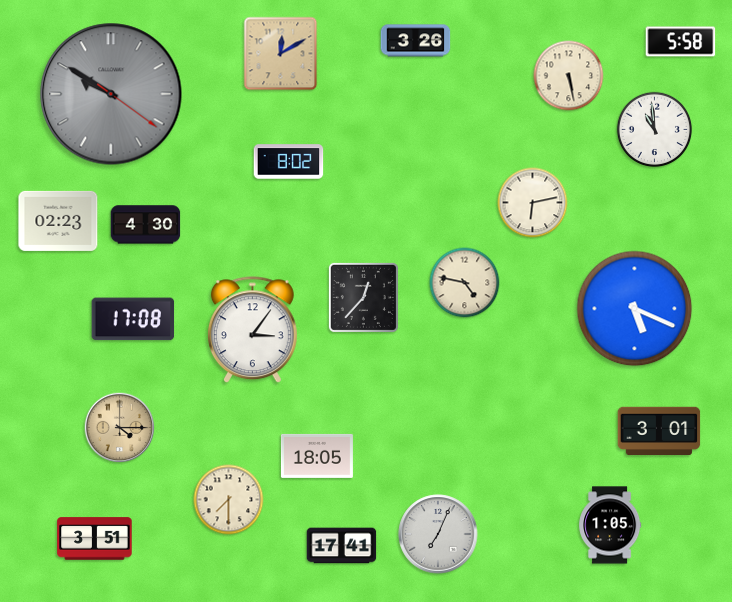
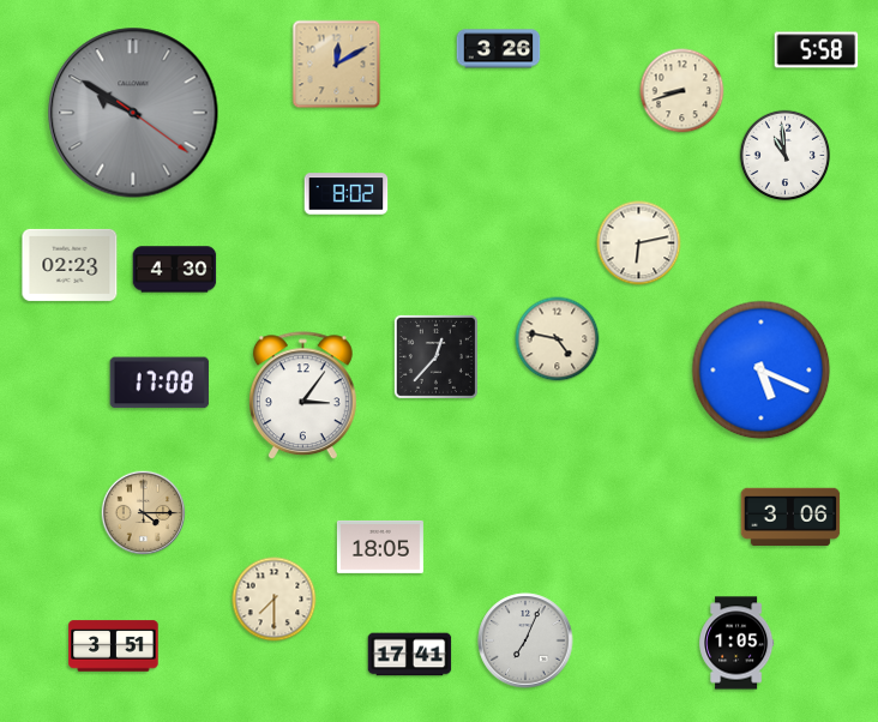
clock at (569, 76): 5:28 -> 8:42
clock at (659, 430): 3:01 -> 3:06
clock at (610, 525) position: (610, 525) -> (736, 643)
